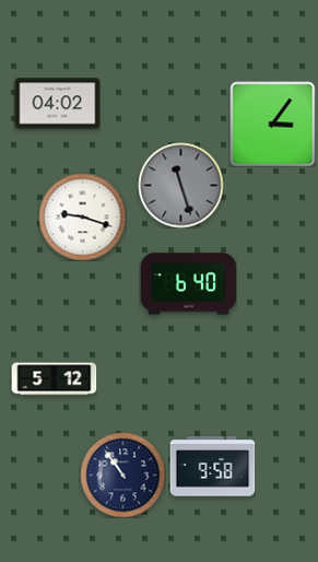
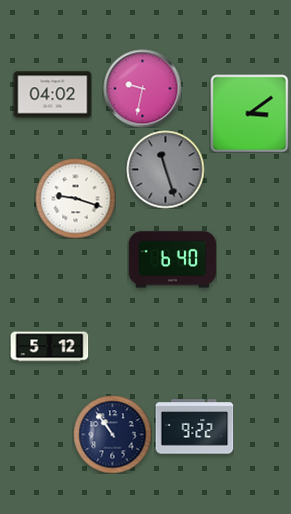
clock at (142, 88): none -> 9:32
clock at (272, 124): 3:06 -> 3:09
clock at (212, 467): 9:58 -> 9:22
